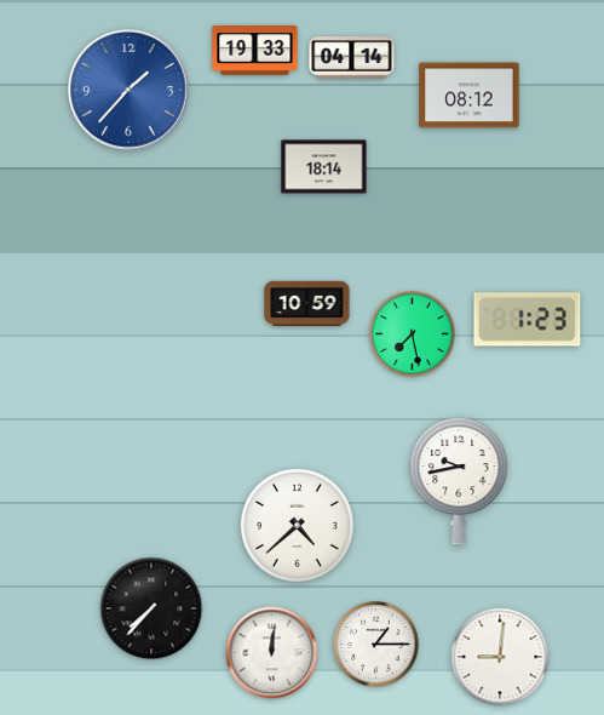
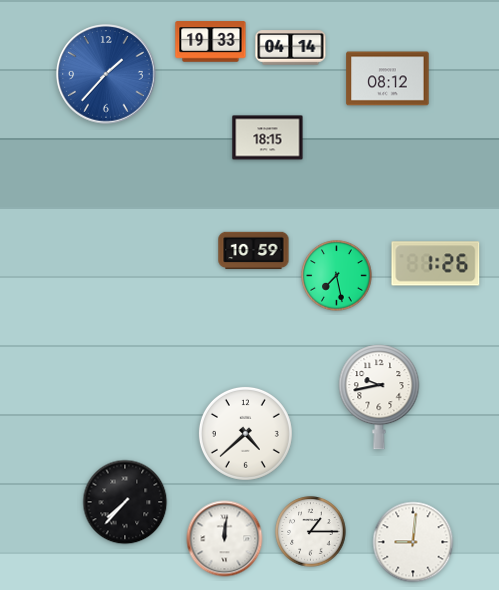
clock at (324, 167): 18:14 -> 18:15
clock at (528, 320): 1:23 -> 1:26
clock at (413, 334) position: (413, 334) -> (337, 276)
